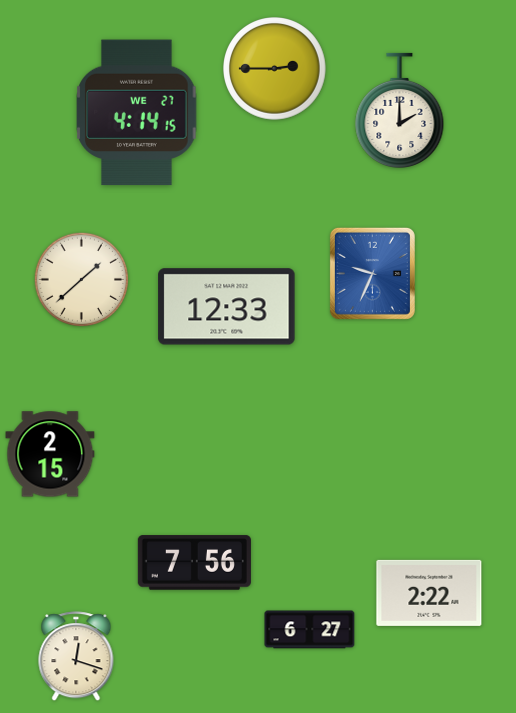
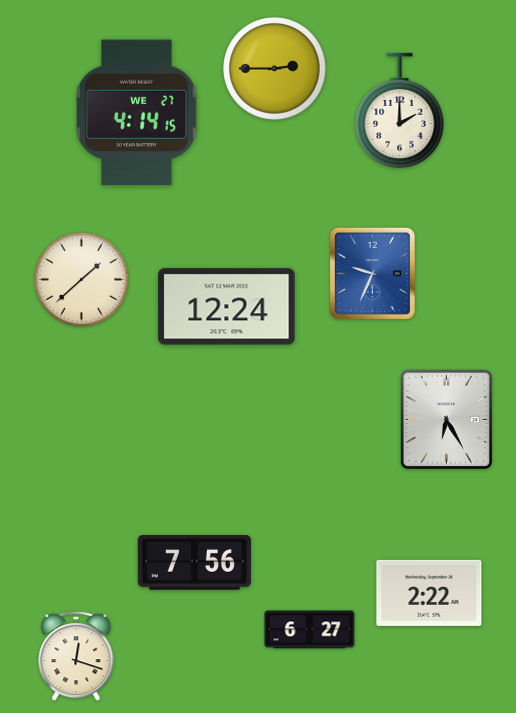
clock at (227, 307): 12:33 -> 12:24
clock at (446, 419): none -> 6:25
clock at (50, 454): 2:15 -> none
